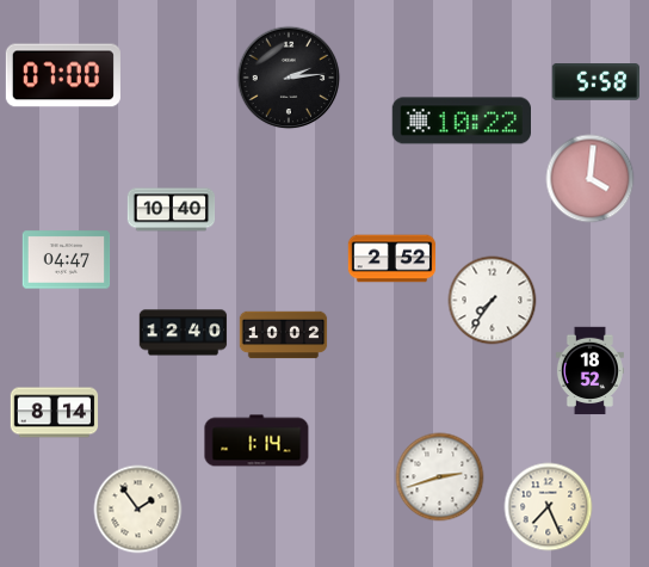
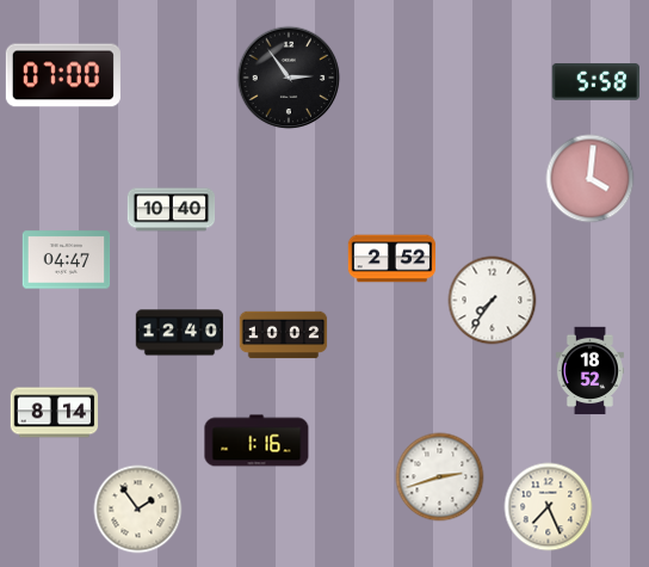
clock at (289, 78): 2:14 -> 2:54
clock at (461, 121): 10:22 -> none
clock at (184, 333) position: (184, 333) -> (180, 333)
clock at (256, 440): 1:14 -> 1:16
